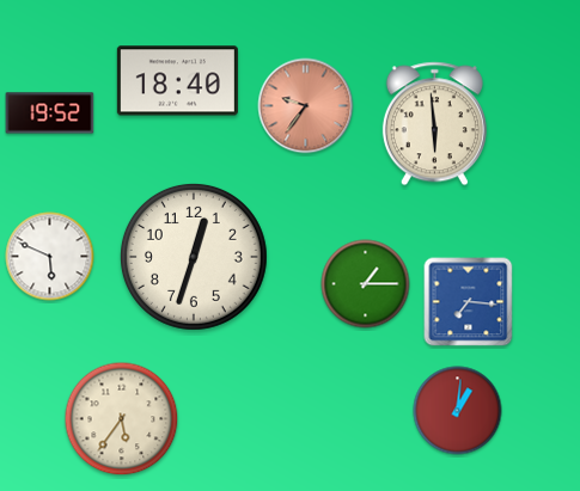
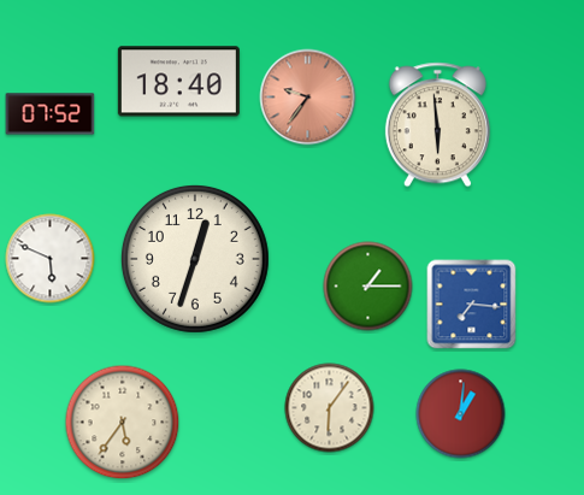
clock at (306, 106) position: (306, 106) -> (308, 98)
clock at (50, 113): 19:52 -> 07:52
clock at (330, 408): none -> 6:06
